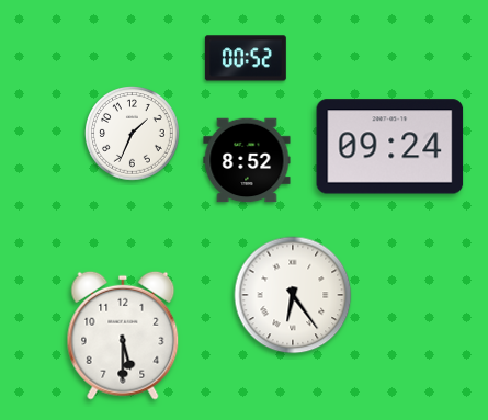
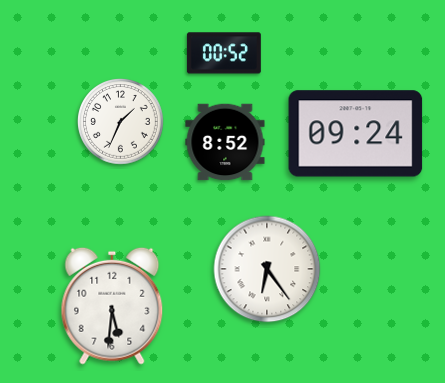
clock at (247, 160) position: (247, 160) -> (225, 142)
clock at (123, 336): 5:30 -> 5:31
